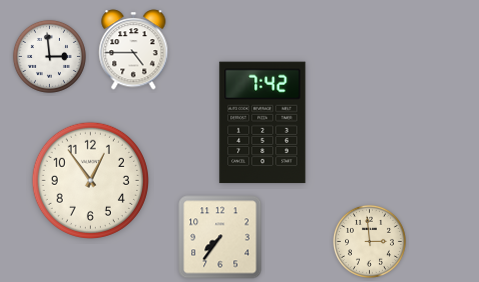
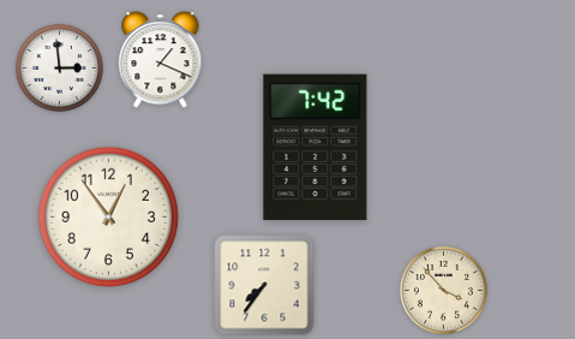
clock at (134, 50): 4:45 -> 1:19
clock at (369, 241): 2:59 -> 3:53
